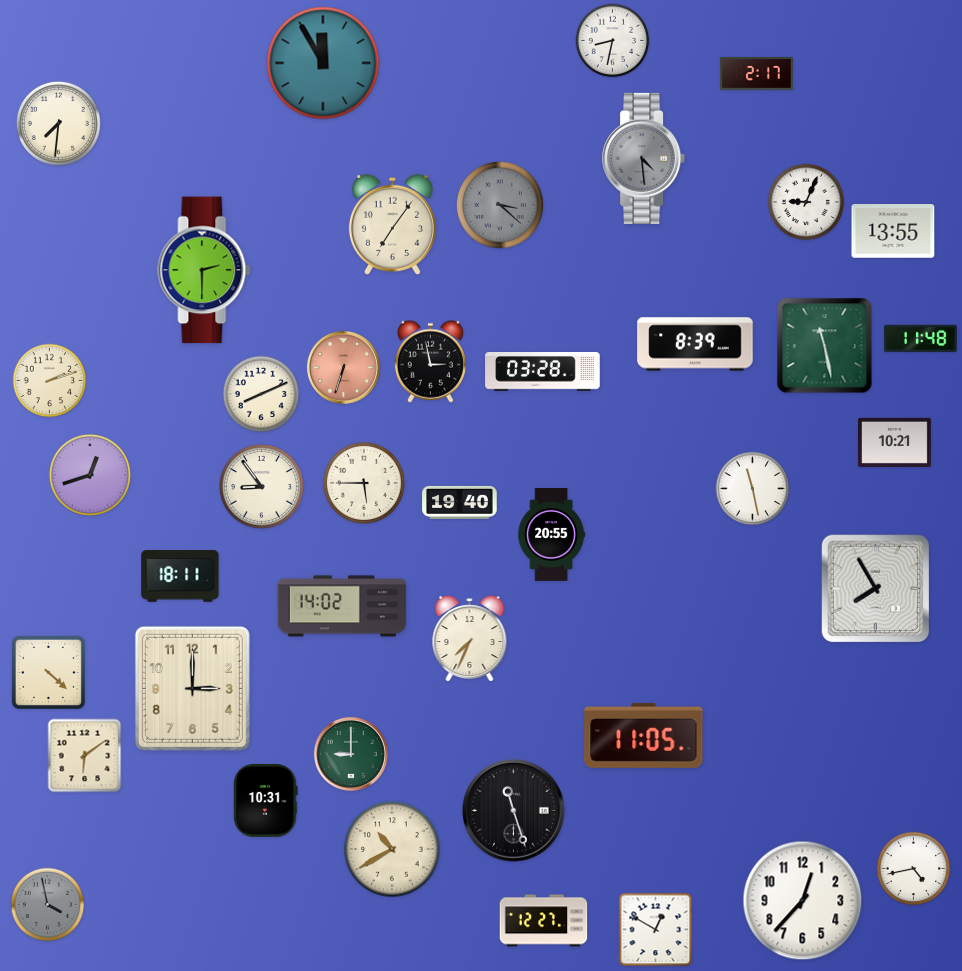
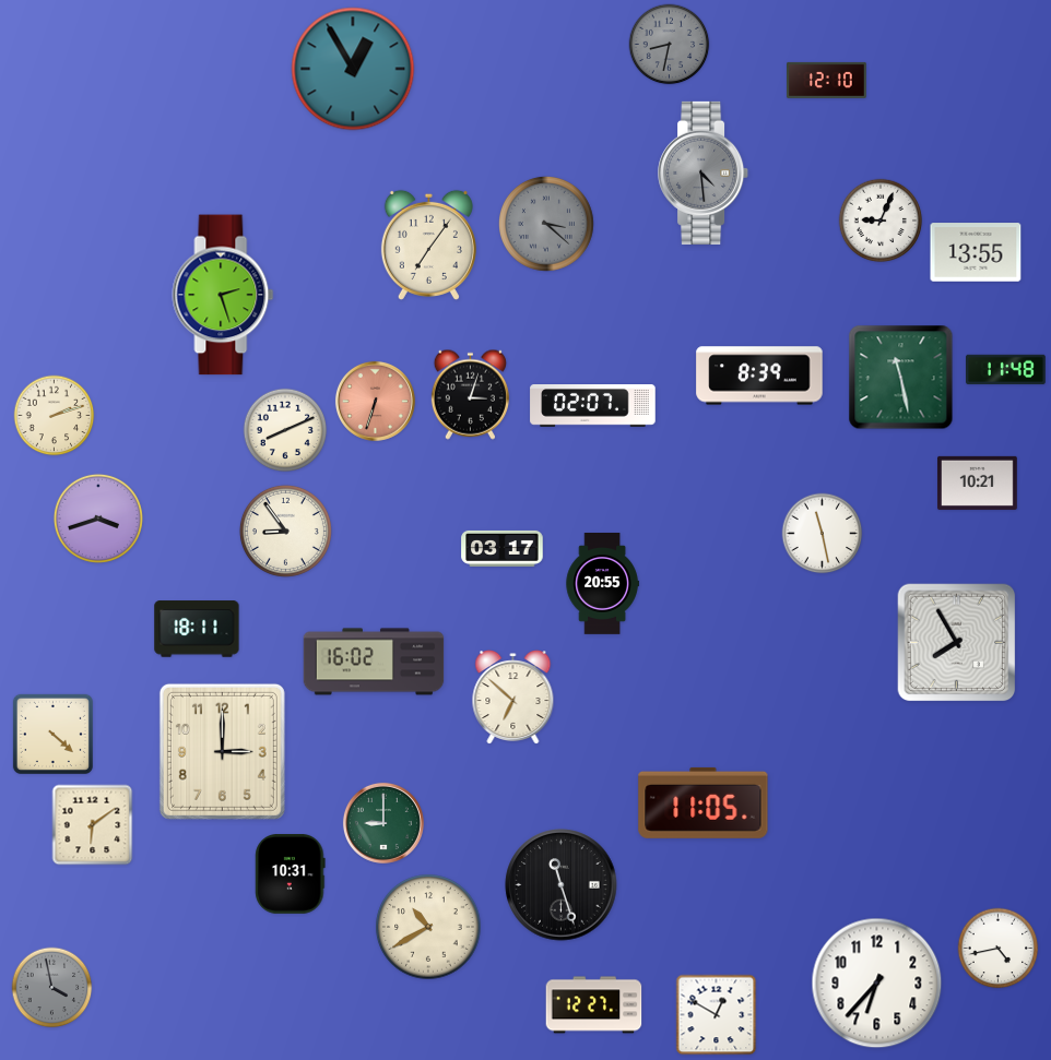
clock at (613, 41) dial: white -> grey
clock at (323, 63): 11:55 -> 12:55
clock at (757, 73): 2:17 -> 12:10
clock at (58, 123): 7:31 -> none
clock at (204, 270): 2:30 -> 2:27
clock at (430, 361): 2:58 -> 3:03
clock at (543, 372): 03:28 -> 02:07
clock at (90, 475): 12:42 -> 3:42
clock at (364, 483): 5:45 -> none
clock at (460, 502): 19:40 -> 03:17
clock at (342, 606): 14:02 -> 16:02
clock at (470, 639): 7:34 -> 6:52
clock at (192, 688) position: (192, 688) -> (222, 751)
clock at (803, 901): 12:37 -> 6:37
